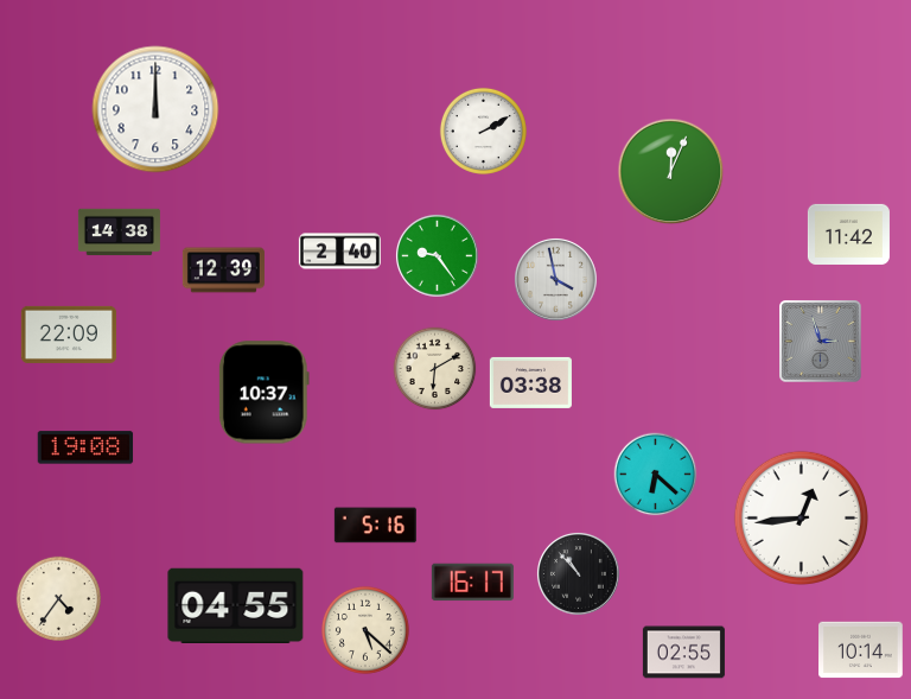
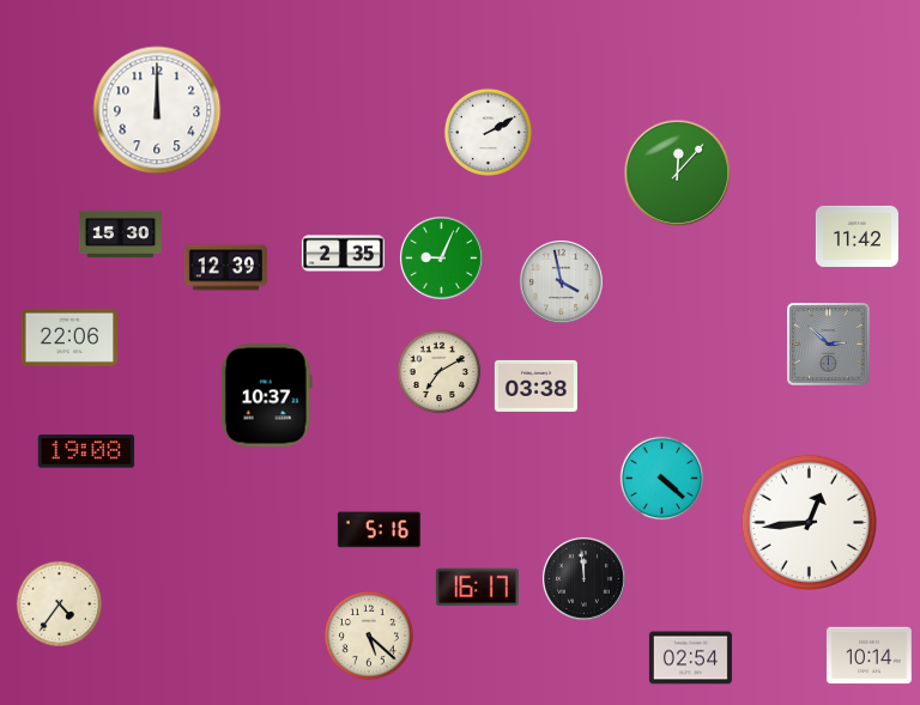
clock at (671, 172): 12:04 -> 12:07
clock at (119, 233): 14:38 -> 15:30
clock at (339, 252): 2:40 -> 2:35
clock at (437, 255): 9:24 -> 9:04
clock at (223, 271) position: (223, 271) -> (225, 268)
clock at (69, 335): 22:09 -> 22:06
clock at (821, 342): 2:57 -> 2:52
clock at (435, 369): 6:10 -> 7:10
clock at (656, 475): 6:22 -> 4:22
clock at (578, 573): 10:53 -> 11:59
clock at (236, 605): 04:55 -> none
clock at (683, 653): 02:55 -> 02:54
